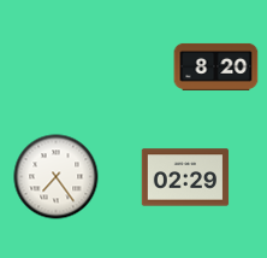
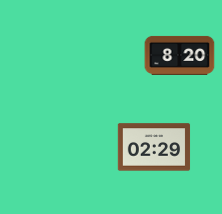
clock at (57, 177): 7:24 -> none
